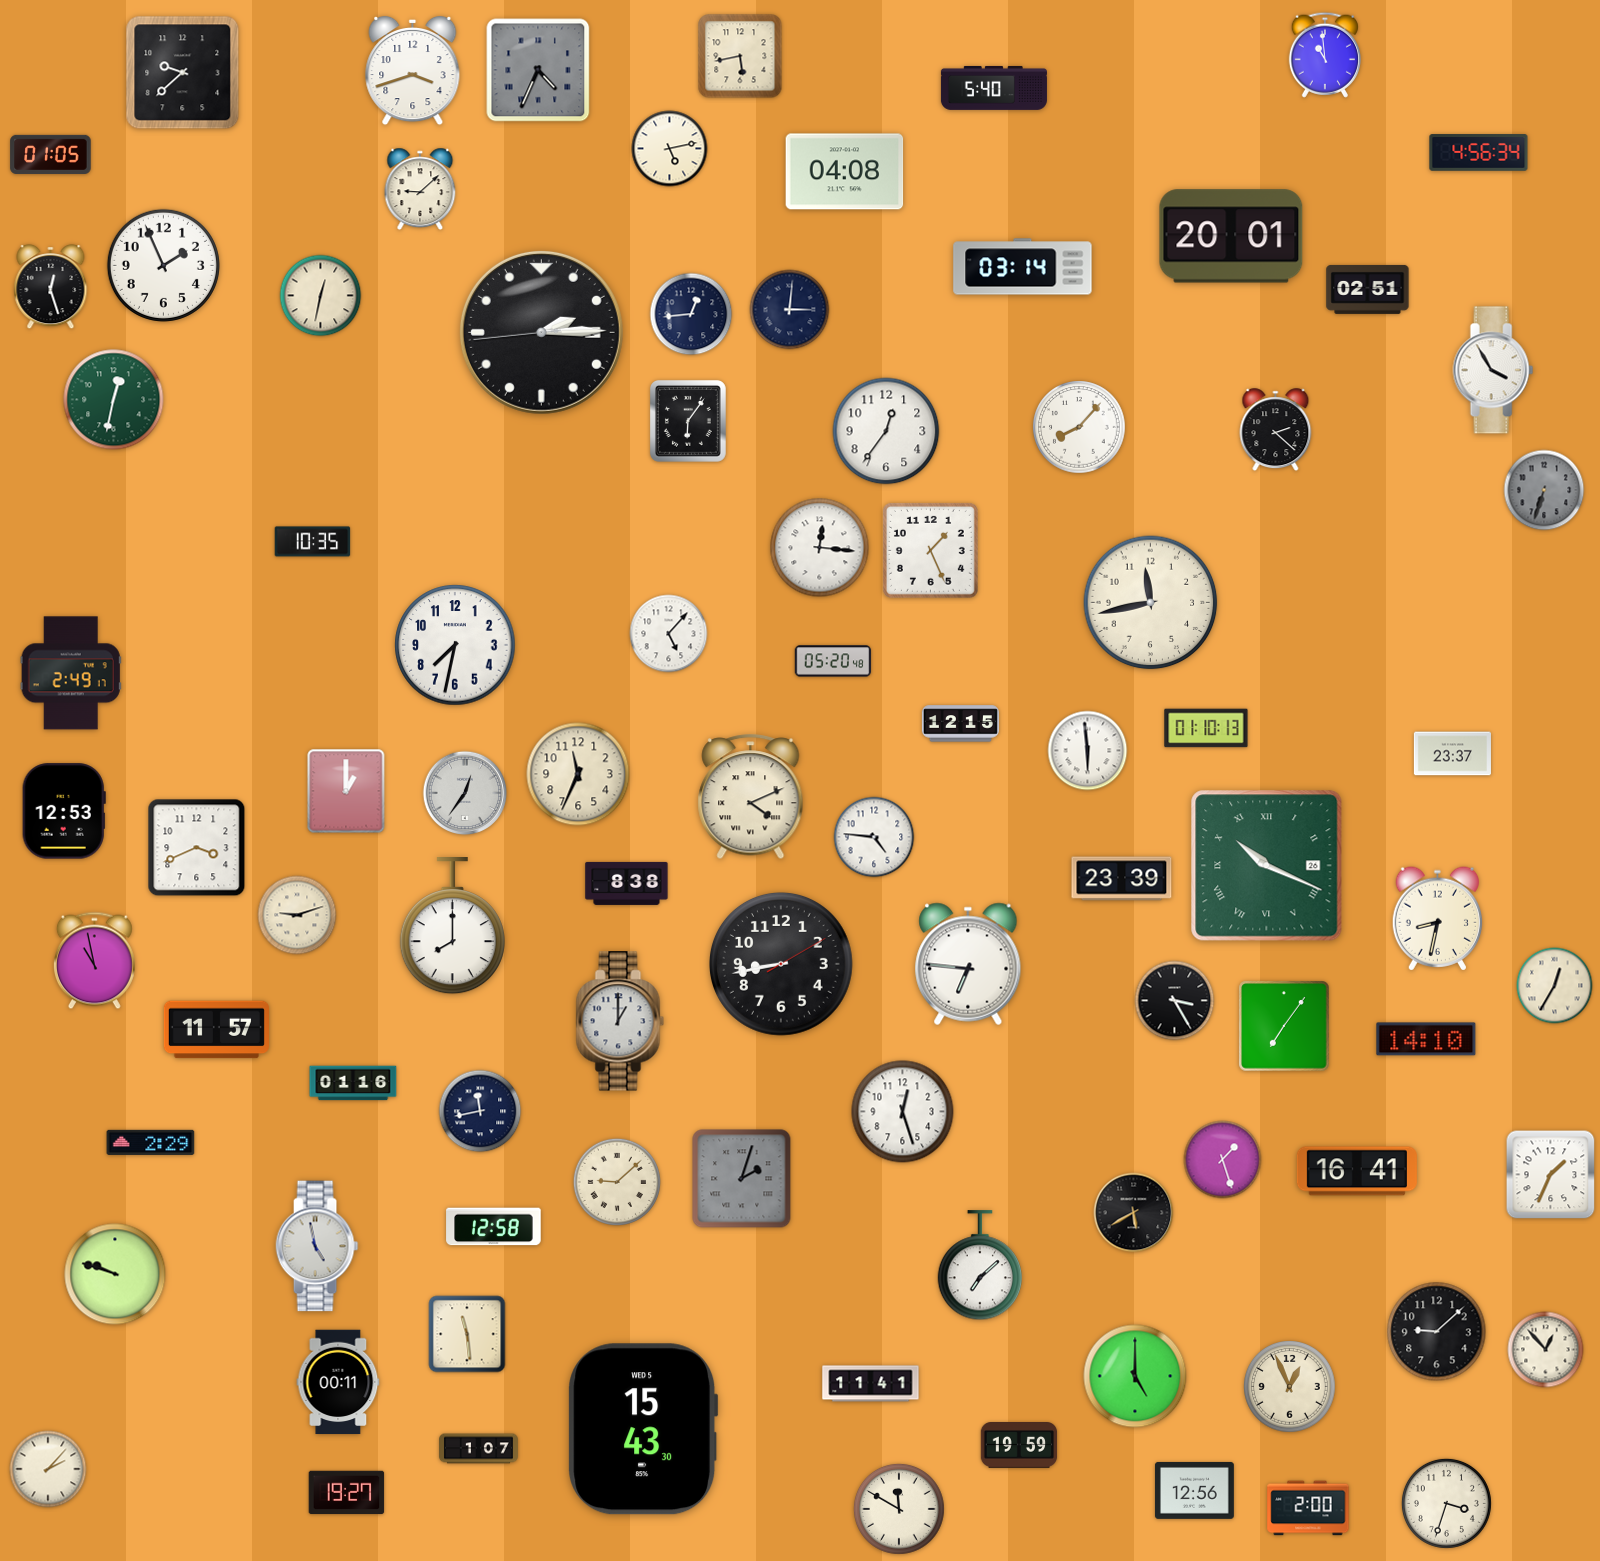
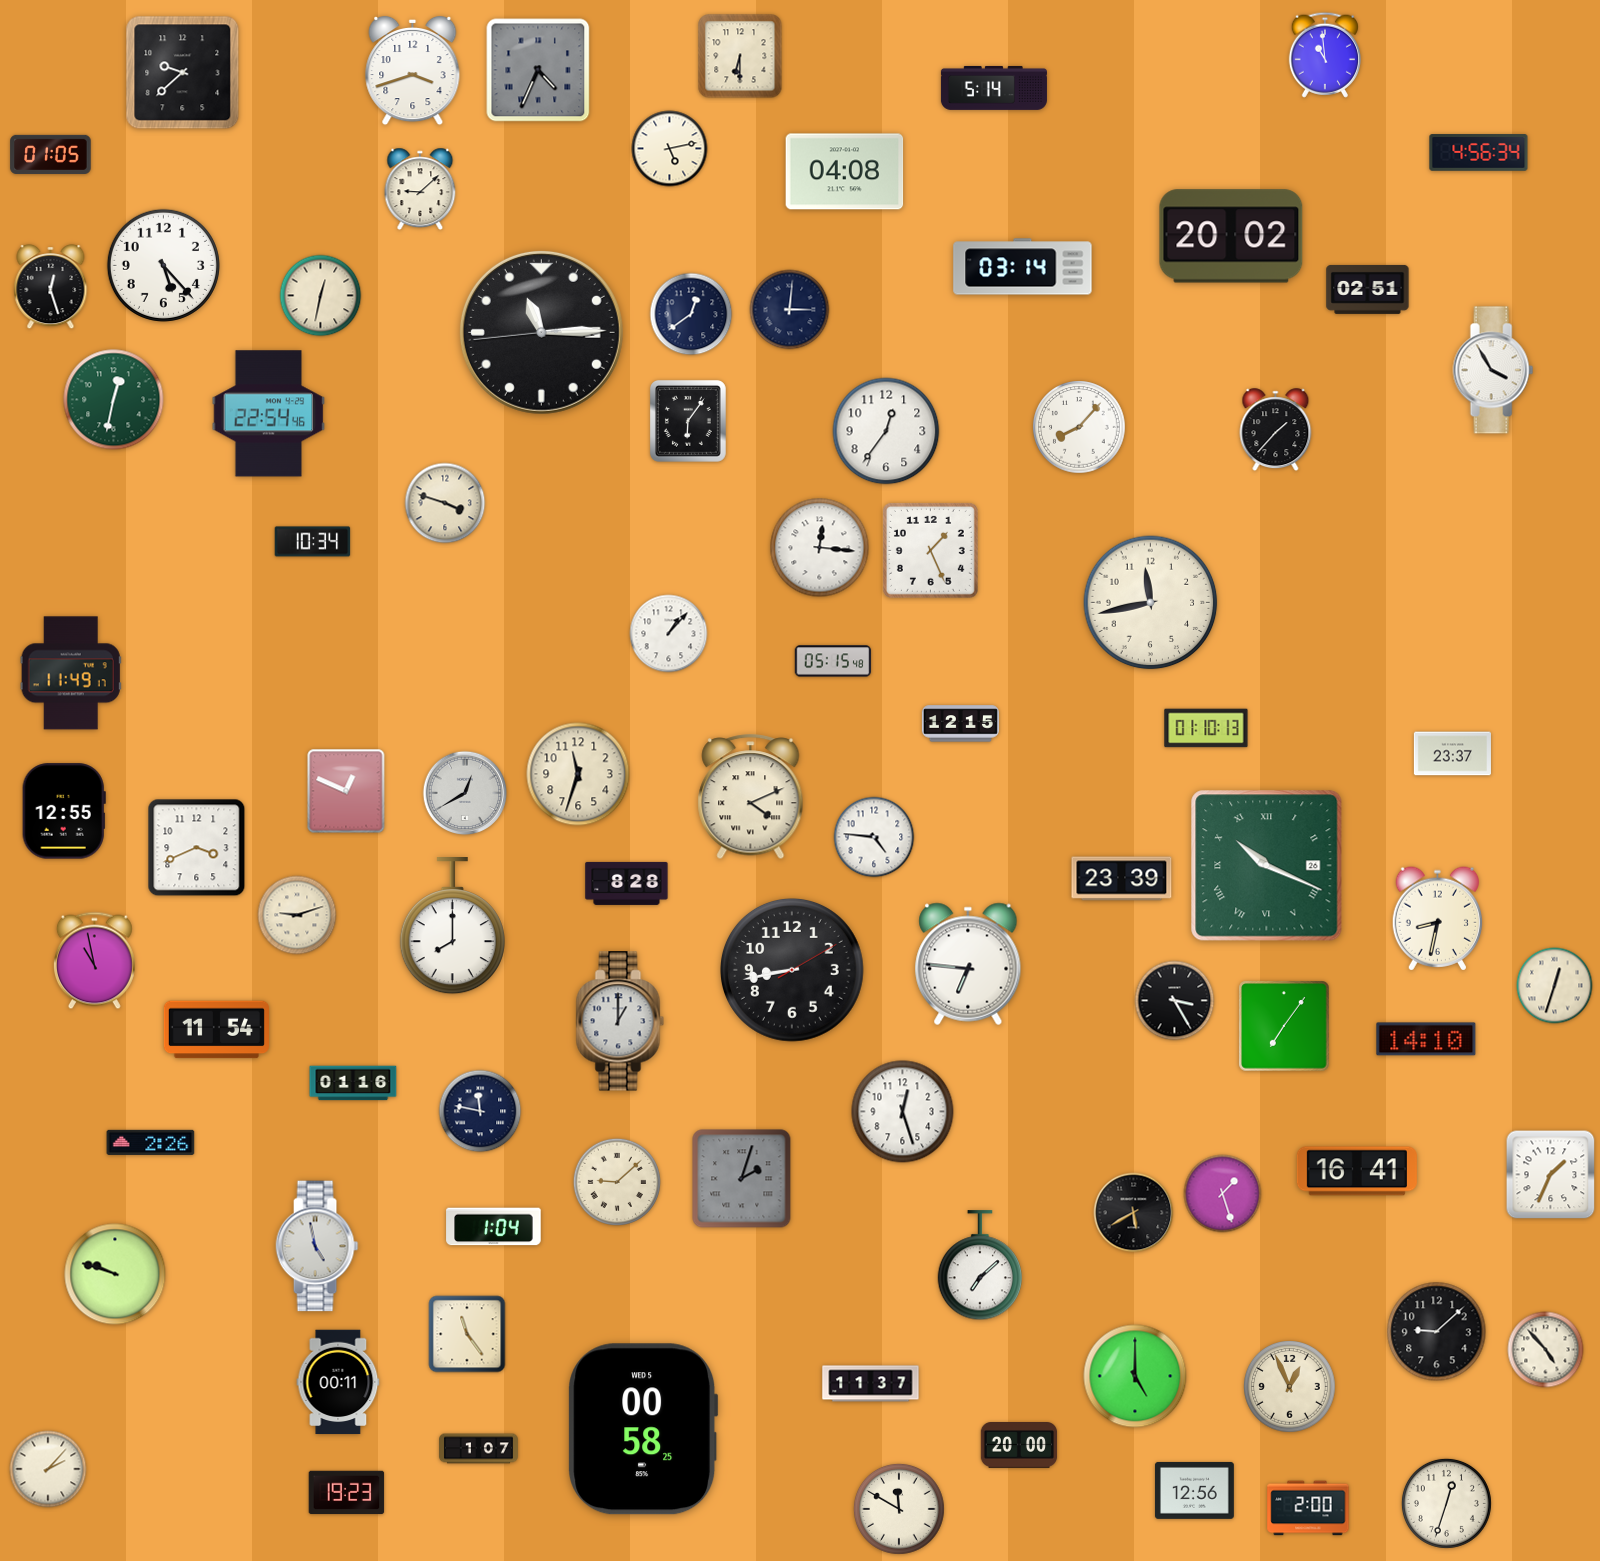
clock at (740, 56): 5:43 -> 6:30
clock at (994, 88): 5:40 -> 5:14
clock at (1231, 236): 20:01 -> 20:02
clock at (163, 265): 1:56 -> 5:23
clock at (691, 314): 12:44 -> 12:39
clock at (541, 332): 2:14 -> 11:14
clock at (269, 414): none -> 22:54
clock at (1276, 430): 2:22 -> 1:37
clock at (1544, 490): 6:33 -> none
clock at (445, 503): none -> 3:48
clock at (313, 542): 10:35 -> 10:34
clock at (669, 634): 5:07 -> 1:07
clock at (455, 645): 7:32 -> none
clock at (833, 661): 05:20 -> 05:15
clock at (71, 673): 2:49 -> 11:49
clock at (1088, 751): 5:59 -> none
clock at (578, 774): 11:34 -> 11:33
clock at (346, 791): 1:00 -> 12:49
clock at (465, 793): 12:36 -> 12:40
clock at (64, 811): 12:53 -> 12:55
clock at (627, 883): 8:38 -> 8:28
clock at (782, 965) position: (782, 965) -> (793, 971)
clock at (1555, 986): 12:35 -> 12:33
clock at (216, 1030): 11:57 -> 11:54
clock at (480, 1111): 11:43 -> 11:47
clock at (151, 1142): 2:29 -> 2:26
clock at (1223, 1160) position: (1223, 1160) -> (1223, 1194)
clock at (494, 1227): 12:58 -> 1:04
clock at (467, 1334): 11:29 -> 11:24
clock at (1546, 1350): 12:53 -> 4:53
clock at (871, 1384): 11:41 -> 11:37
clock at (643, 1429): 15:43 -> 00:58
clock at (1019, 1446): 19:59 -> 20:00
clock at (347, 1493): 19:27 -> 19:23
clock at (1446, 1503): 3:33 -> 12:33
